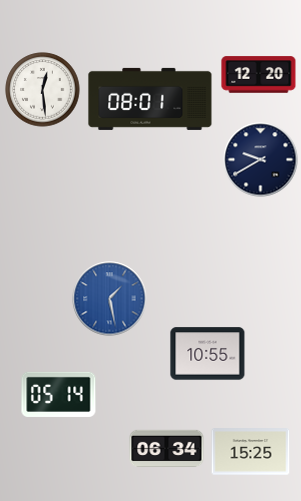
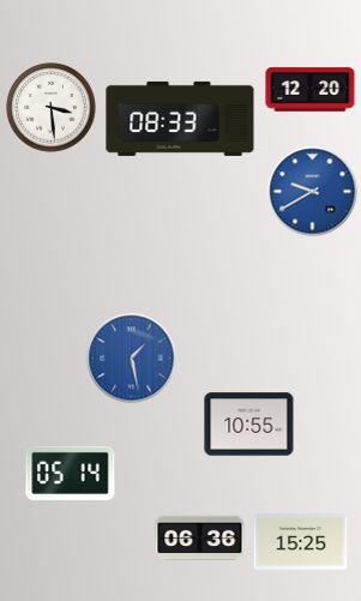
clock at (43, 90): 12:29 -> 3:29
clock at (150, 99): 08:01 -> 08:33
clock at (261, 160) dial: navy -> blue
clock at (167, 449): 06:34 -> 06:36
